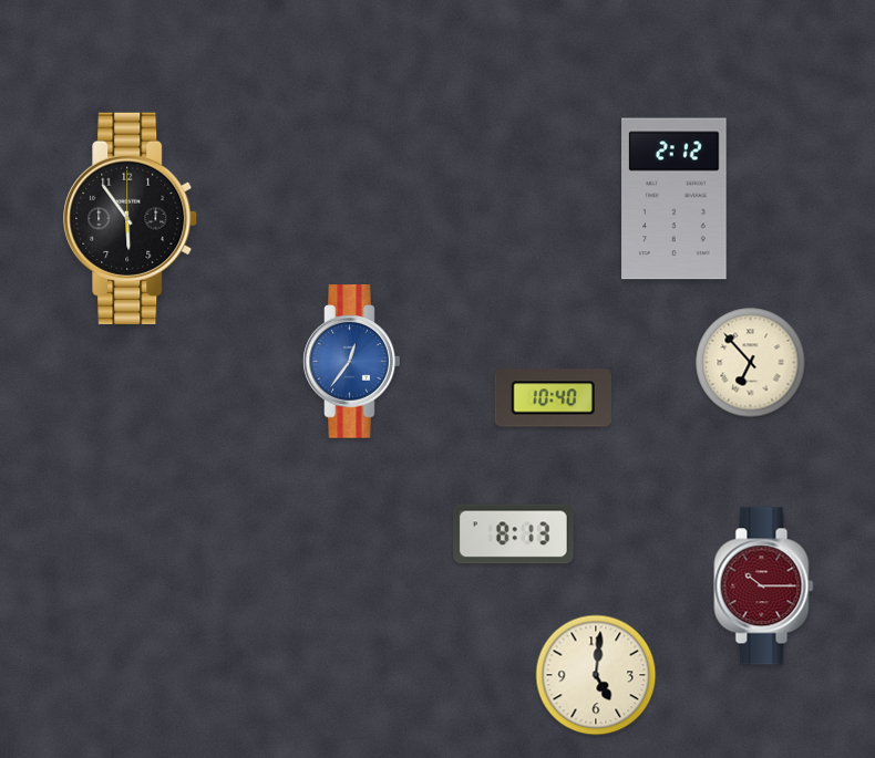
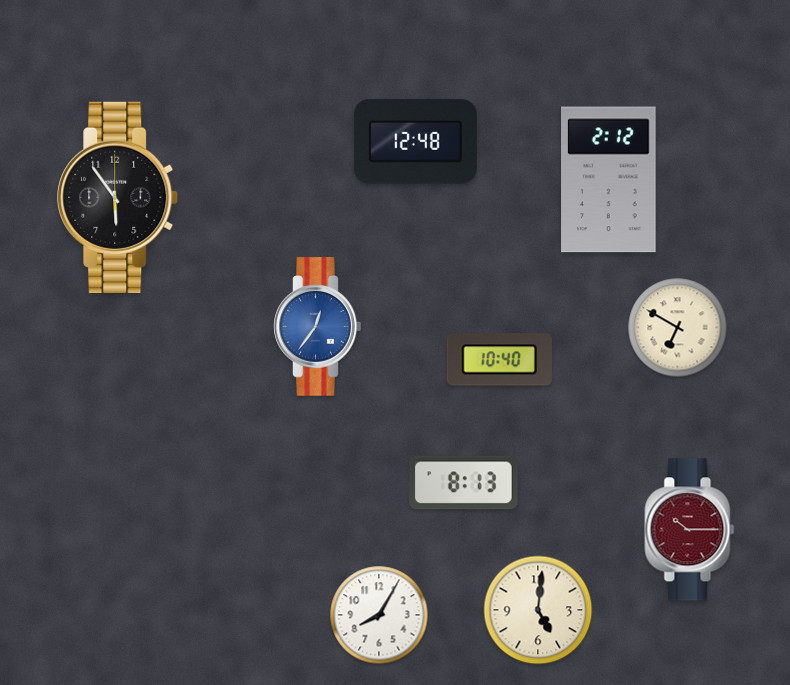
clock at (415, 142): none -> 12:48
clock at (751, 363): 6:53 -> 6:50
clock at (379, 615): none -> 8:05
